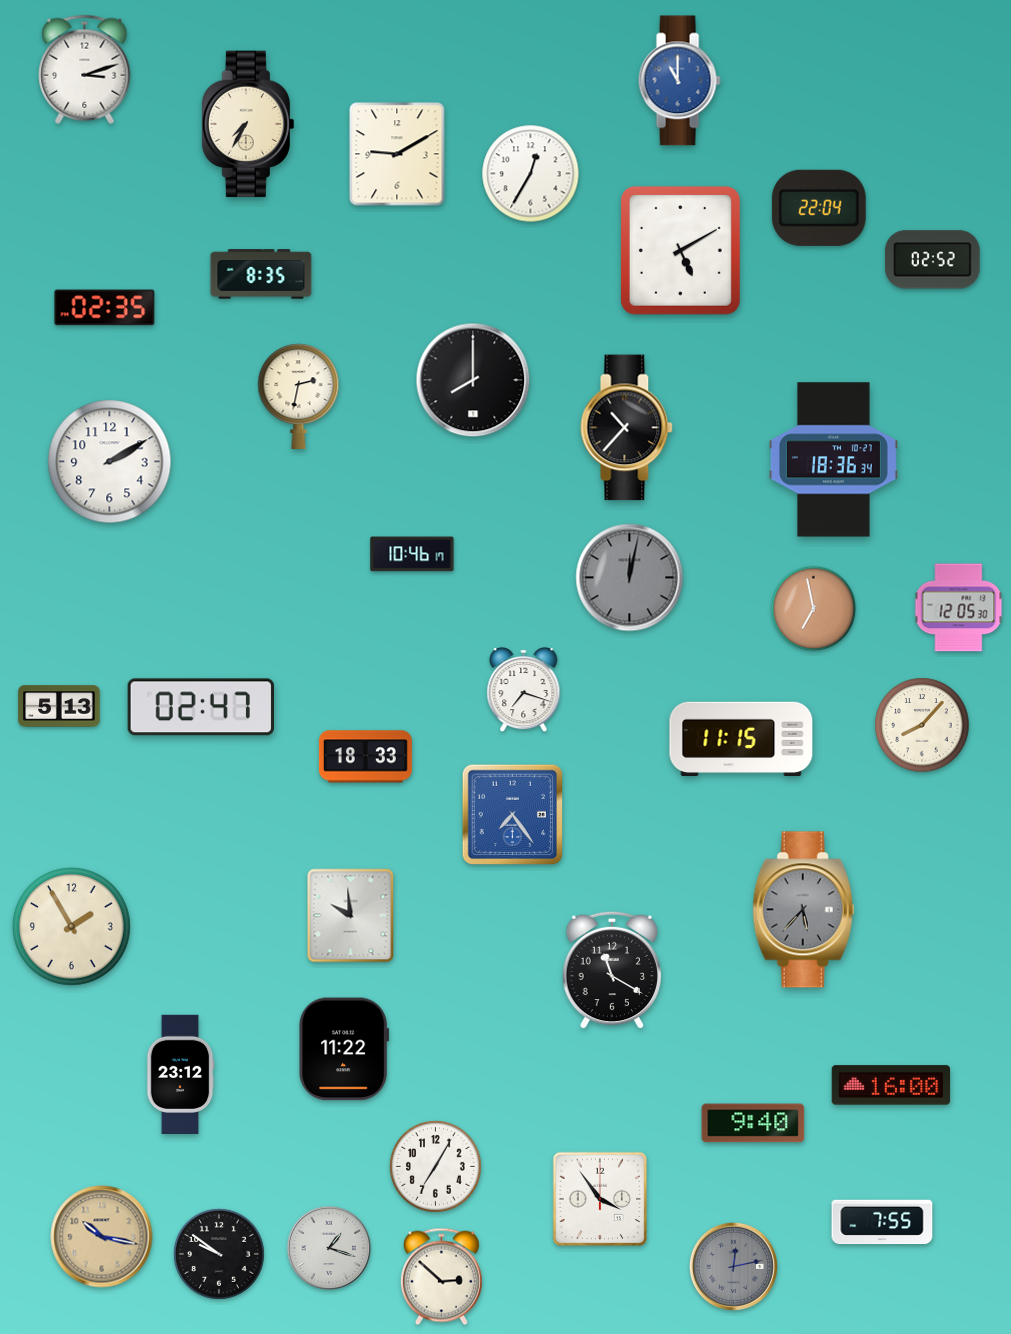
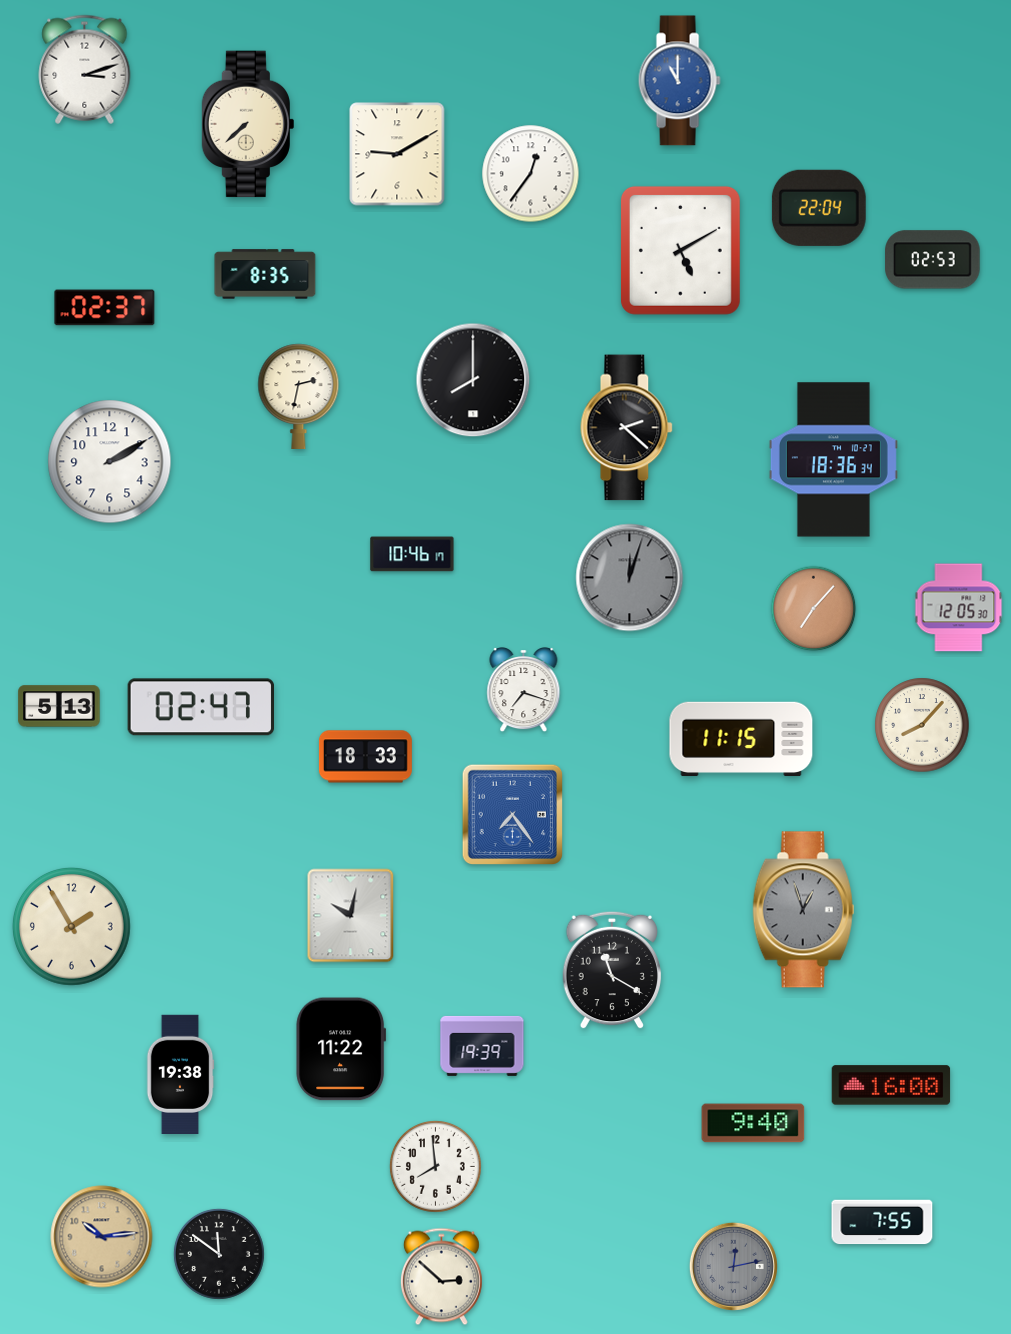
clock at (247, 124): 7:35 -> 7:38
clock at (531, 174): 12:35 -> 12:36
clock at (933, 260): 02:52 -> 02:53
clock at (261, 274) position: (261, 274) -> (265, 274)
clock at (105, 308): 02:35 -> 02:37
clock at (627, 428): 10:37 -> 2:22
clock at (630, 578): 12:02 -> 12:03
clock at (814, 609): 6:58 -> 7:07
clock at (804, 910): 5:37 -> 12:57
clock at (351, 916): 9:59 -> 10:02
clock at (482, 1046): none -> 19:39
clock at (344, 1049) position: (344, 1049) -> (341, 1049)
clock at (180, 1075): 23:12 -> 19:38
clock at (435, 1166): 7:05 -> 7:59
clock at (600, 1199): 3:54 -> none
clock at (102, 1237): 10:17 -> 10:14
clock at (329, 1248): 1:18 -> none
clock at (219, 1254): 9:51 -> 11:51
